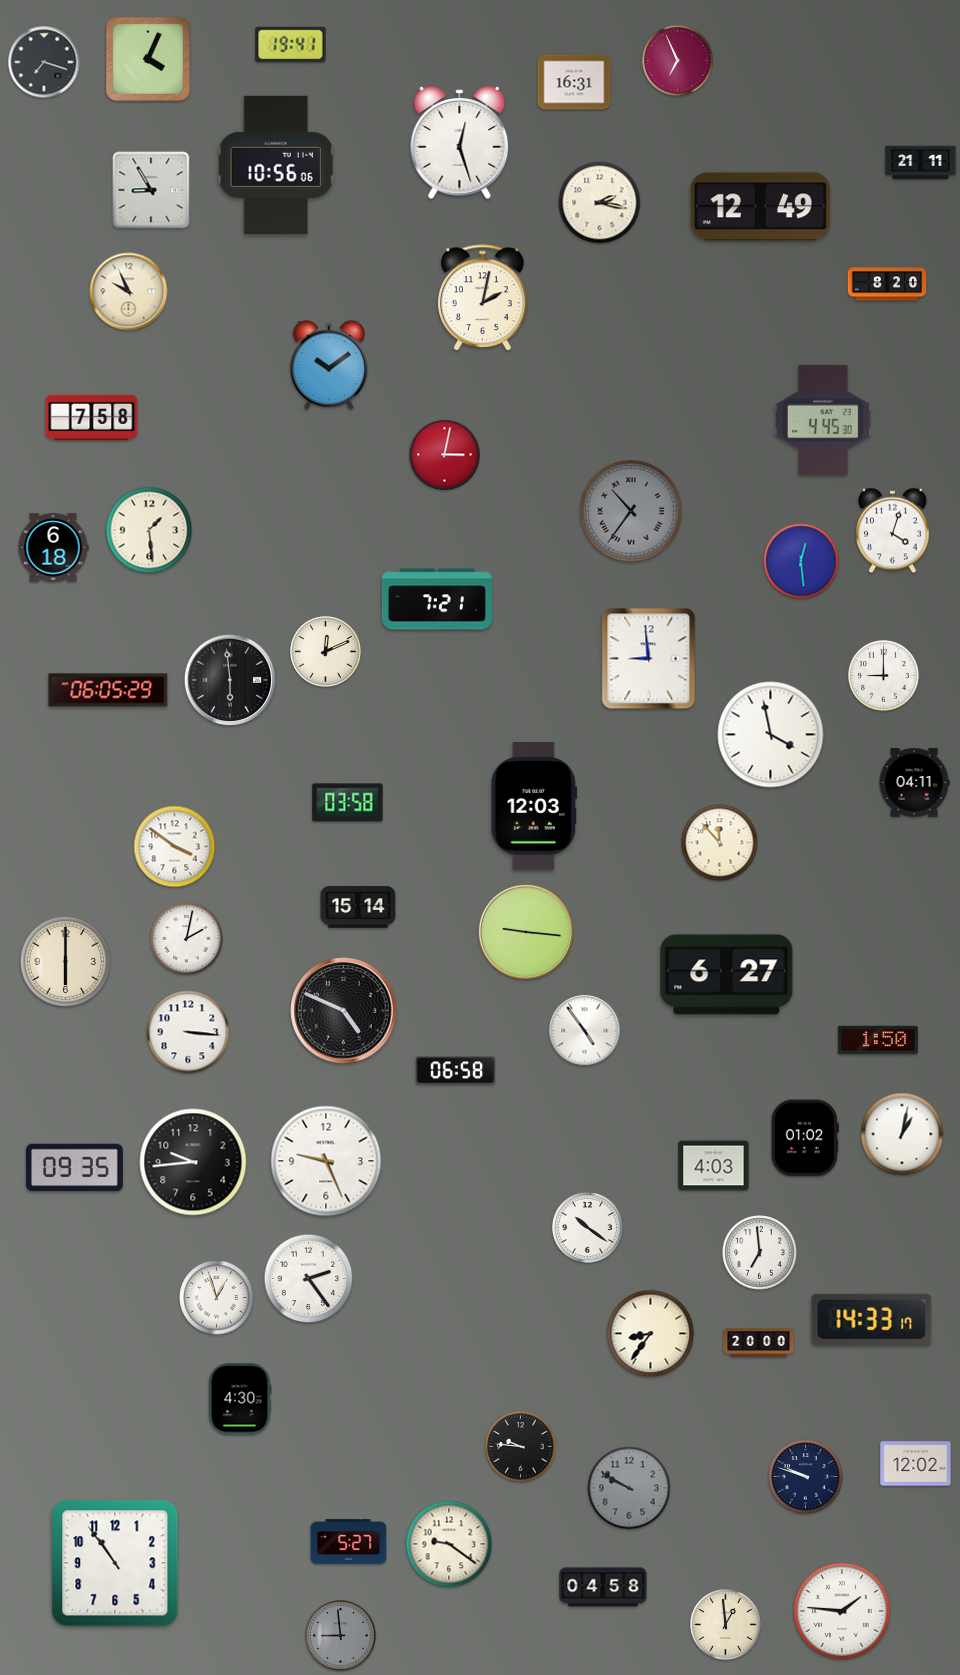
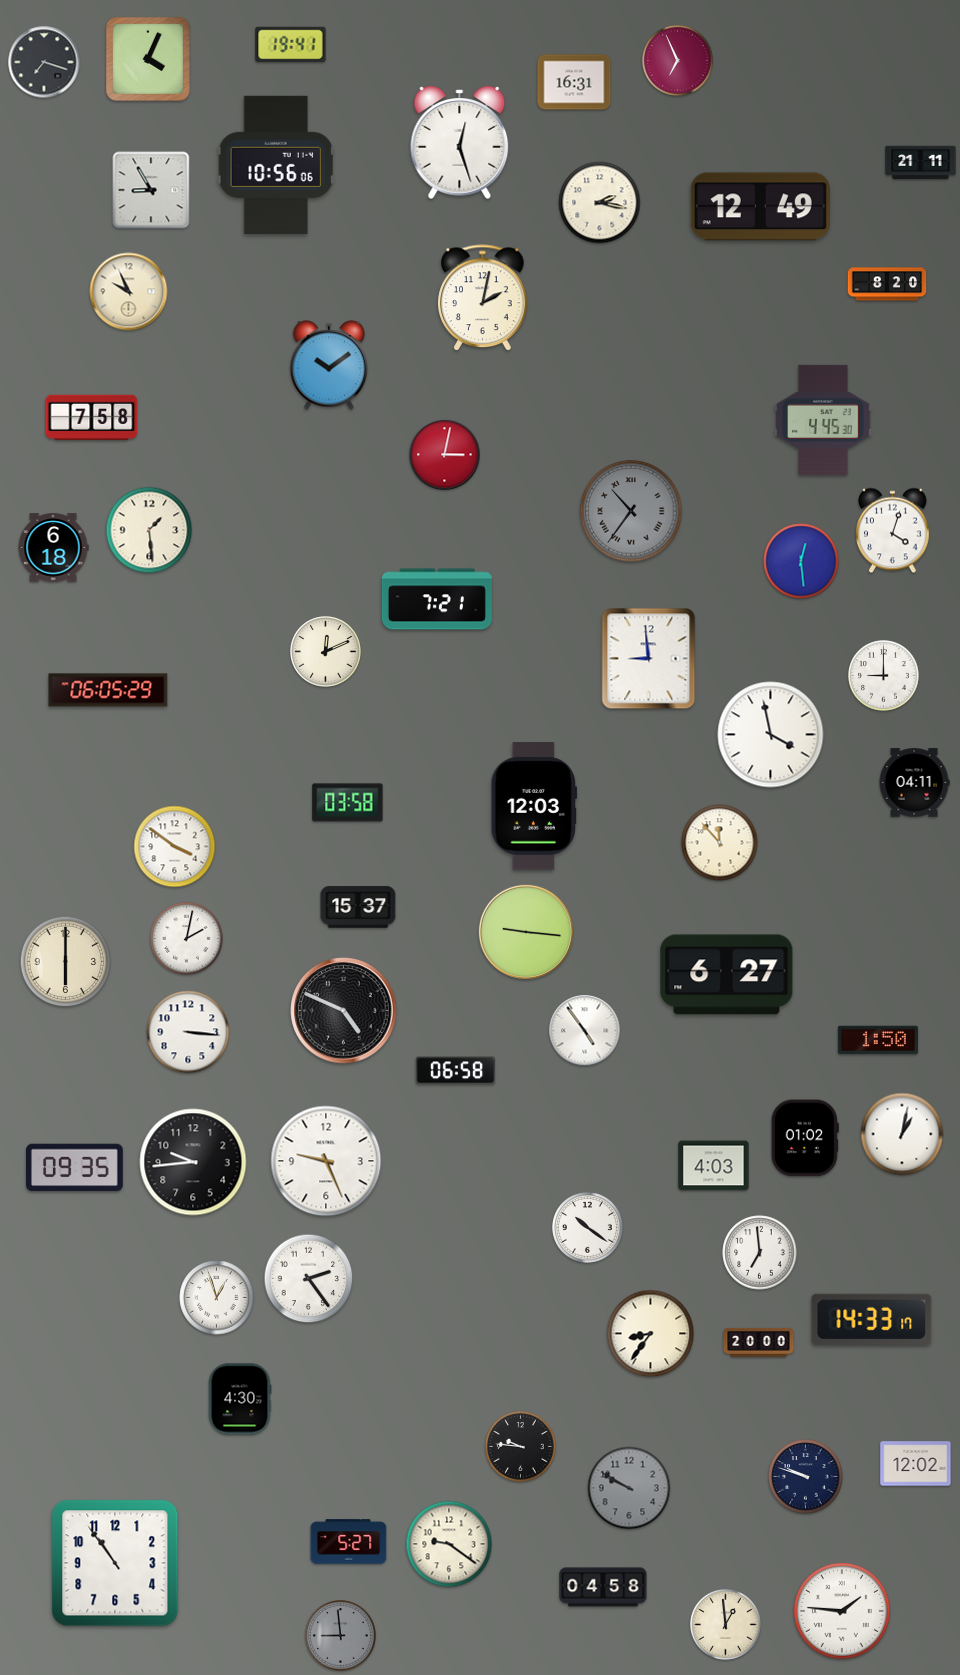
clock at (230, 680): 5:59 -> none
clock at (358, 907): 15:14 -> 15:37
